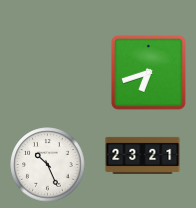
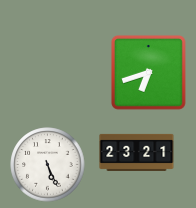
clock at (143, 155) position: (143, 155) -> (137, 152)
clock at (48, 165): 10:26 -> 5:26
